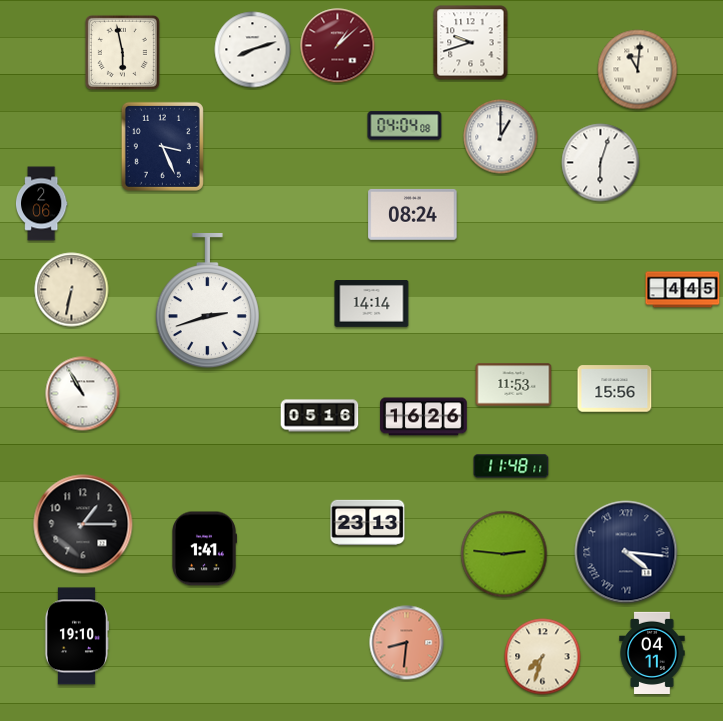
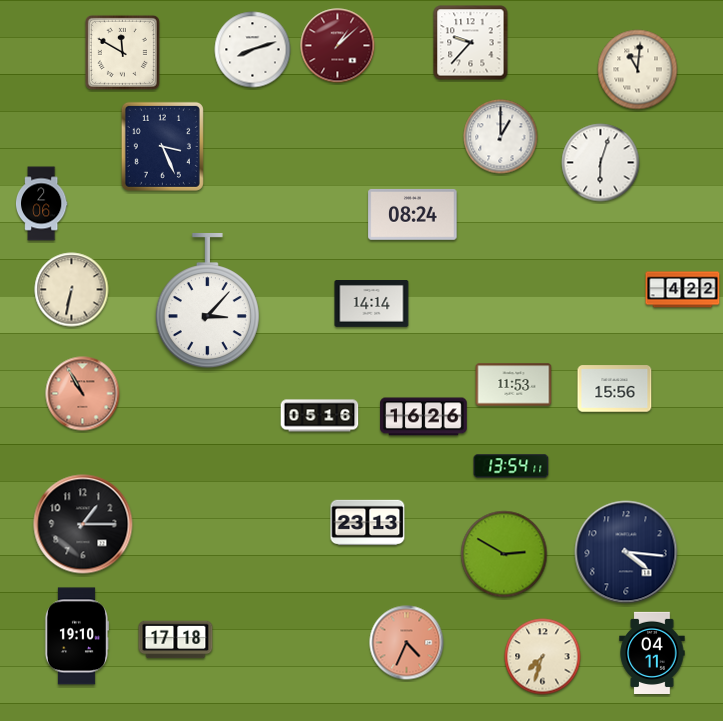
clock at (471, 43): 9:42 -> 9:37
clock at (122, 52): 5:58 -> 11:50
clock at (405, 126): 04:04 -> none
clock at (683, 290): 4:45 -> 4:22
clock at (207, 302): 2:42 -> 3:07
clock at (83, 394) dial: white -> salmon
clock at (511, 466): 11:48 -> 13:54
clock at (204, 549): 1:41 -> none
clock at (626, 552) numerals: Roman -> Arabic
clock at (504, 554): 2:46 -> 2:50
clock at (176, 640): none -> 17:18
clock at (407, 643): 8:31 -> 4:34
